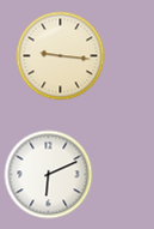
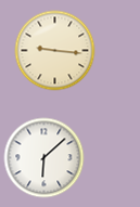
clock at (49, 175): 6:11 -> 6:08
